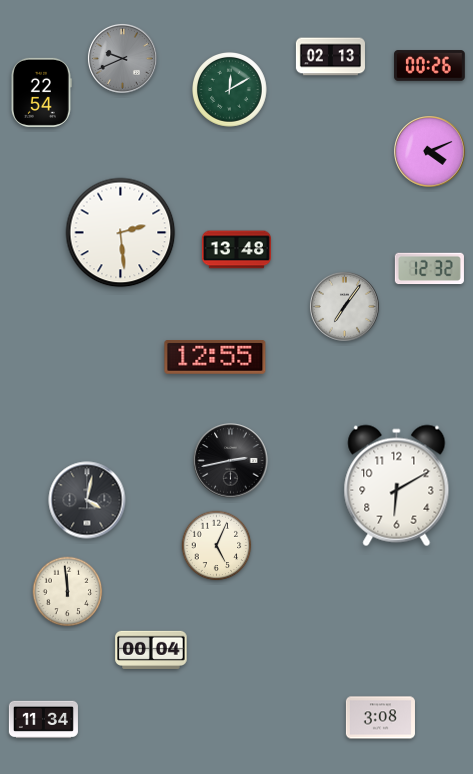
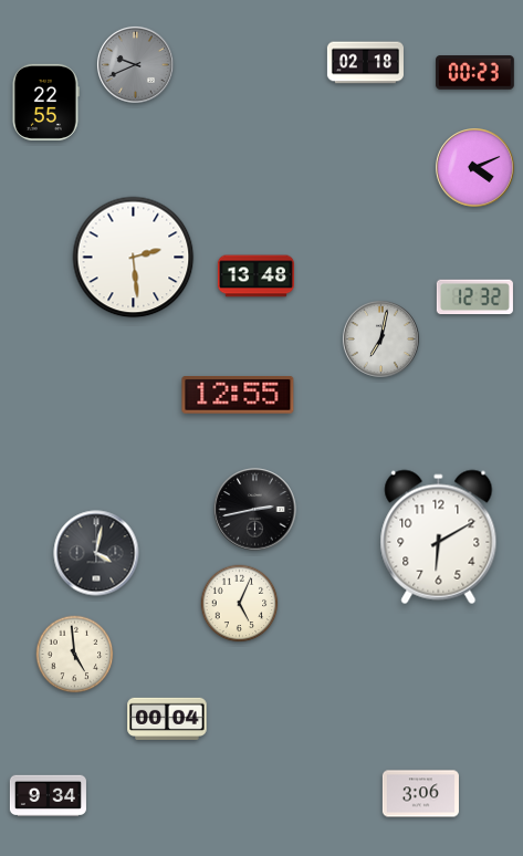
clock at (330, 57): 02:13 -> 02:18
clock at (430, 66): 00:26 -> 00:23
clock at (230, 90): 12:10 -> none
clock at (41, 92): 22:54 -> 22:55
clock at (236, 250) position: (236, 250) -> (255, 276)
clock at (344, 306): 7:06 -> 7:02
clock at (68, 592): 11:59 -> 4:59
clock at (380, 718): 3:08 -> 3:06
clock at (43, 720): 11:34 -> 9:34
